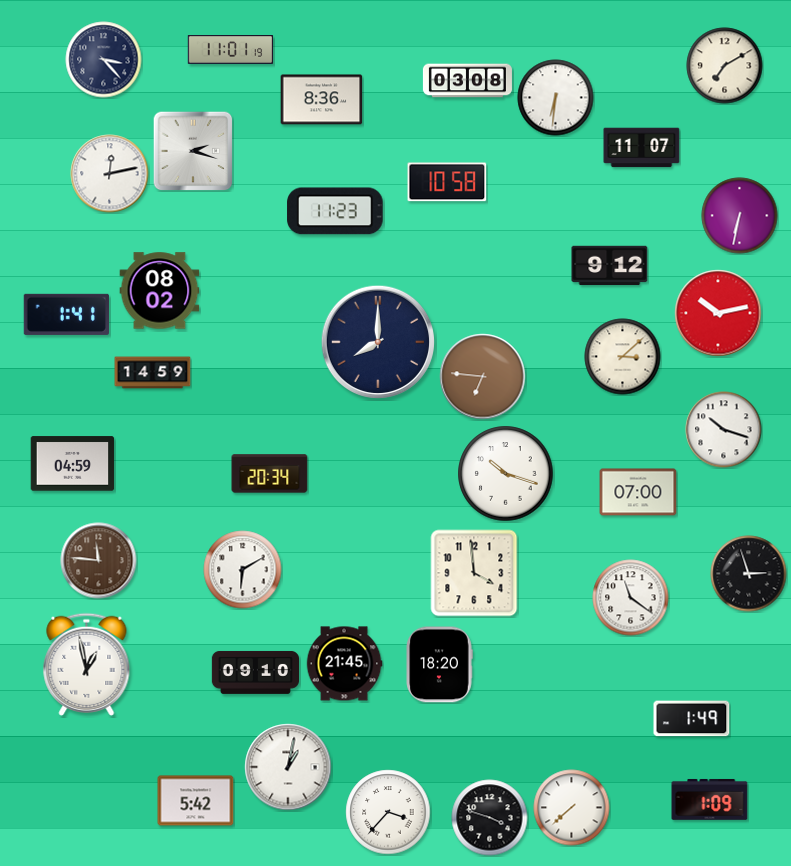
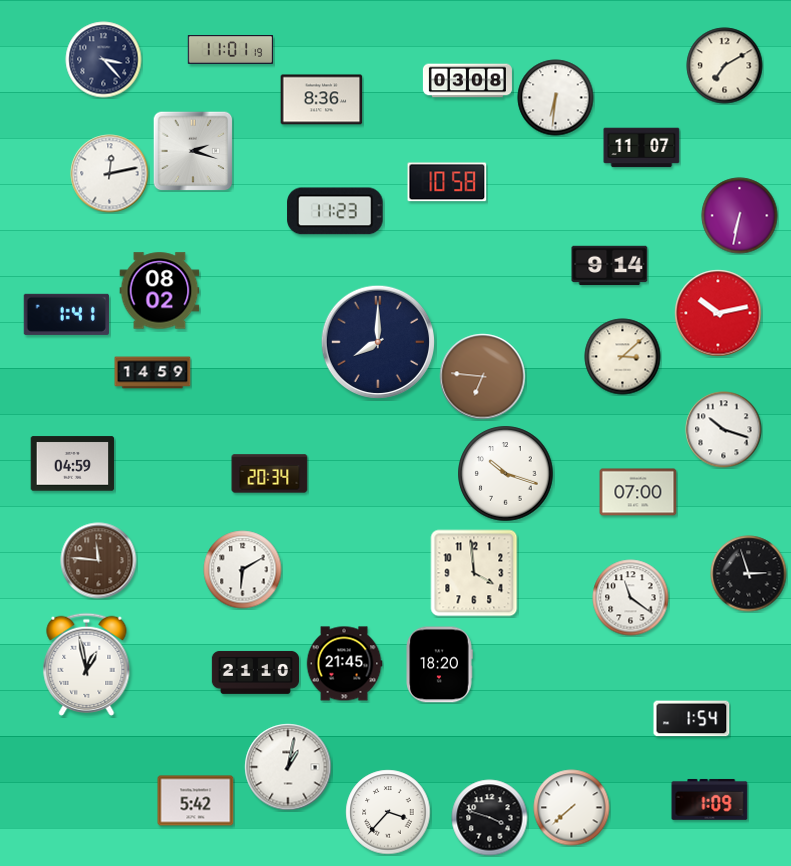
clock at (610, 266): 9:12 -> 9:14
clock at (255, 672): 09:10 -> 21:10
clock at (692, 719): 1:49 -> 1:54
